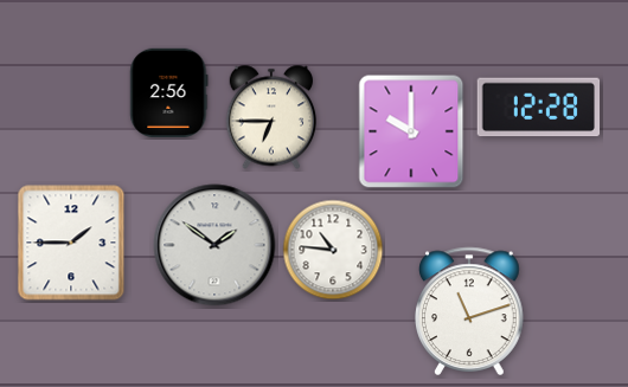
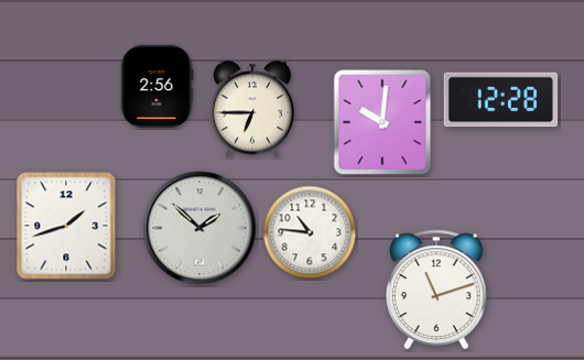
clock at (411, 131): 10:00 -> 10:01
clock at (71, 243): 1:45 -> 1:42
clock at (214, 245): 1:51 -> 1:52
